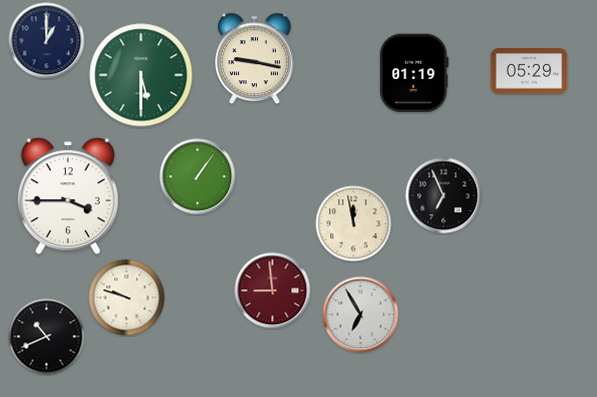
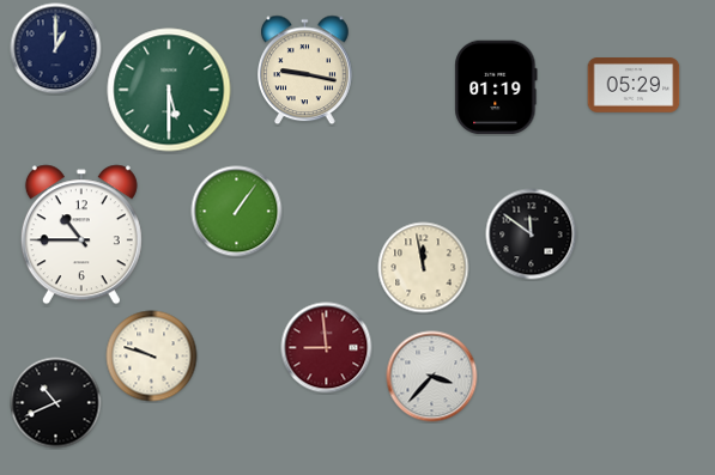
clock at (68, 196): 3:45 -> 10:45
clock at (444, 196): 6:56 -> 11:51
clock at (361, 315): 6:55 -> 3:37
